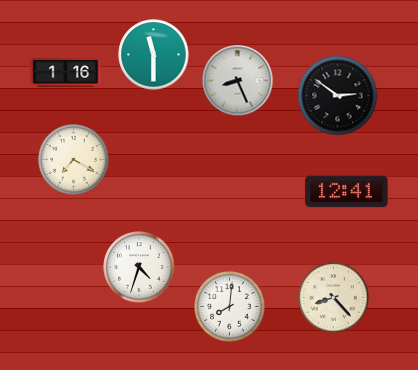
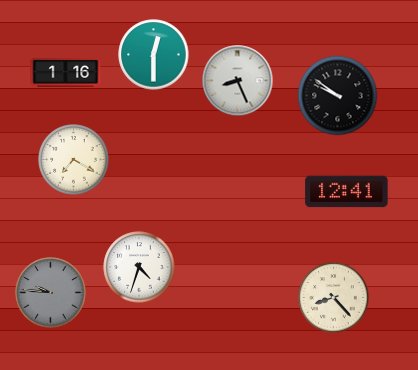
clock at (154, 55): 11:30 -> 12:30
clock at (338, 96): 2:51 -> 9:51
clock at (51, 293): none -> 9:46
clock at (230, 307): 8:01 -> none
